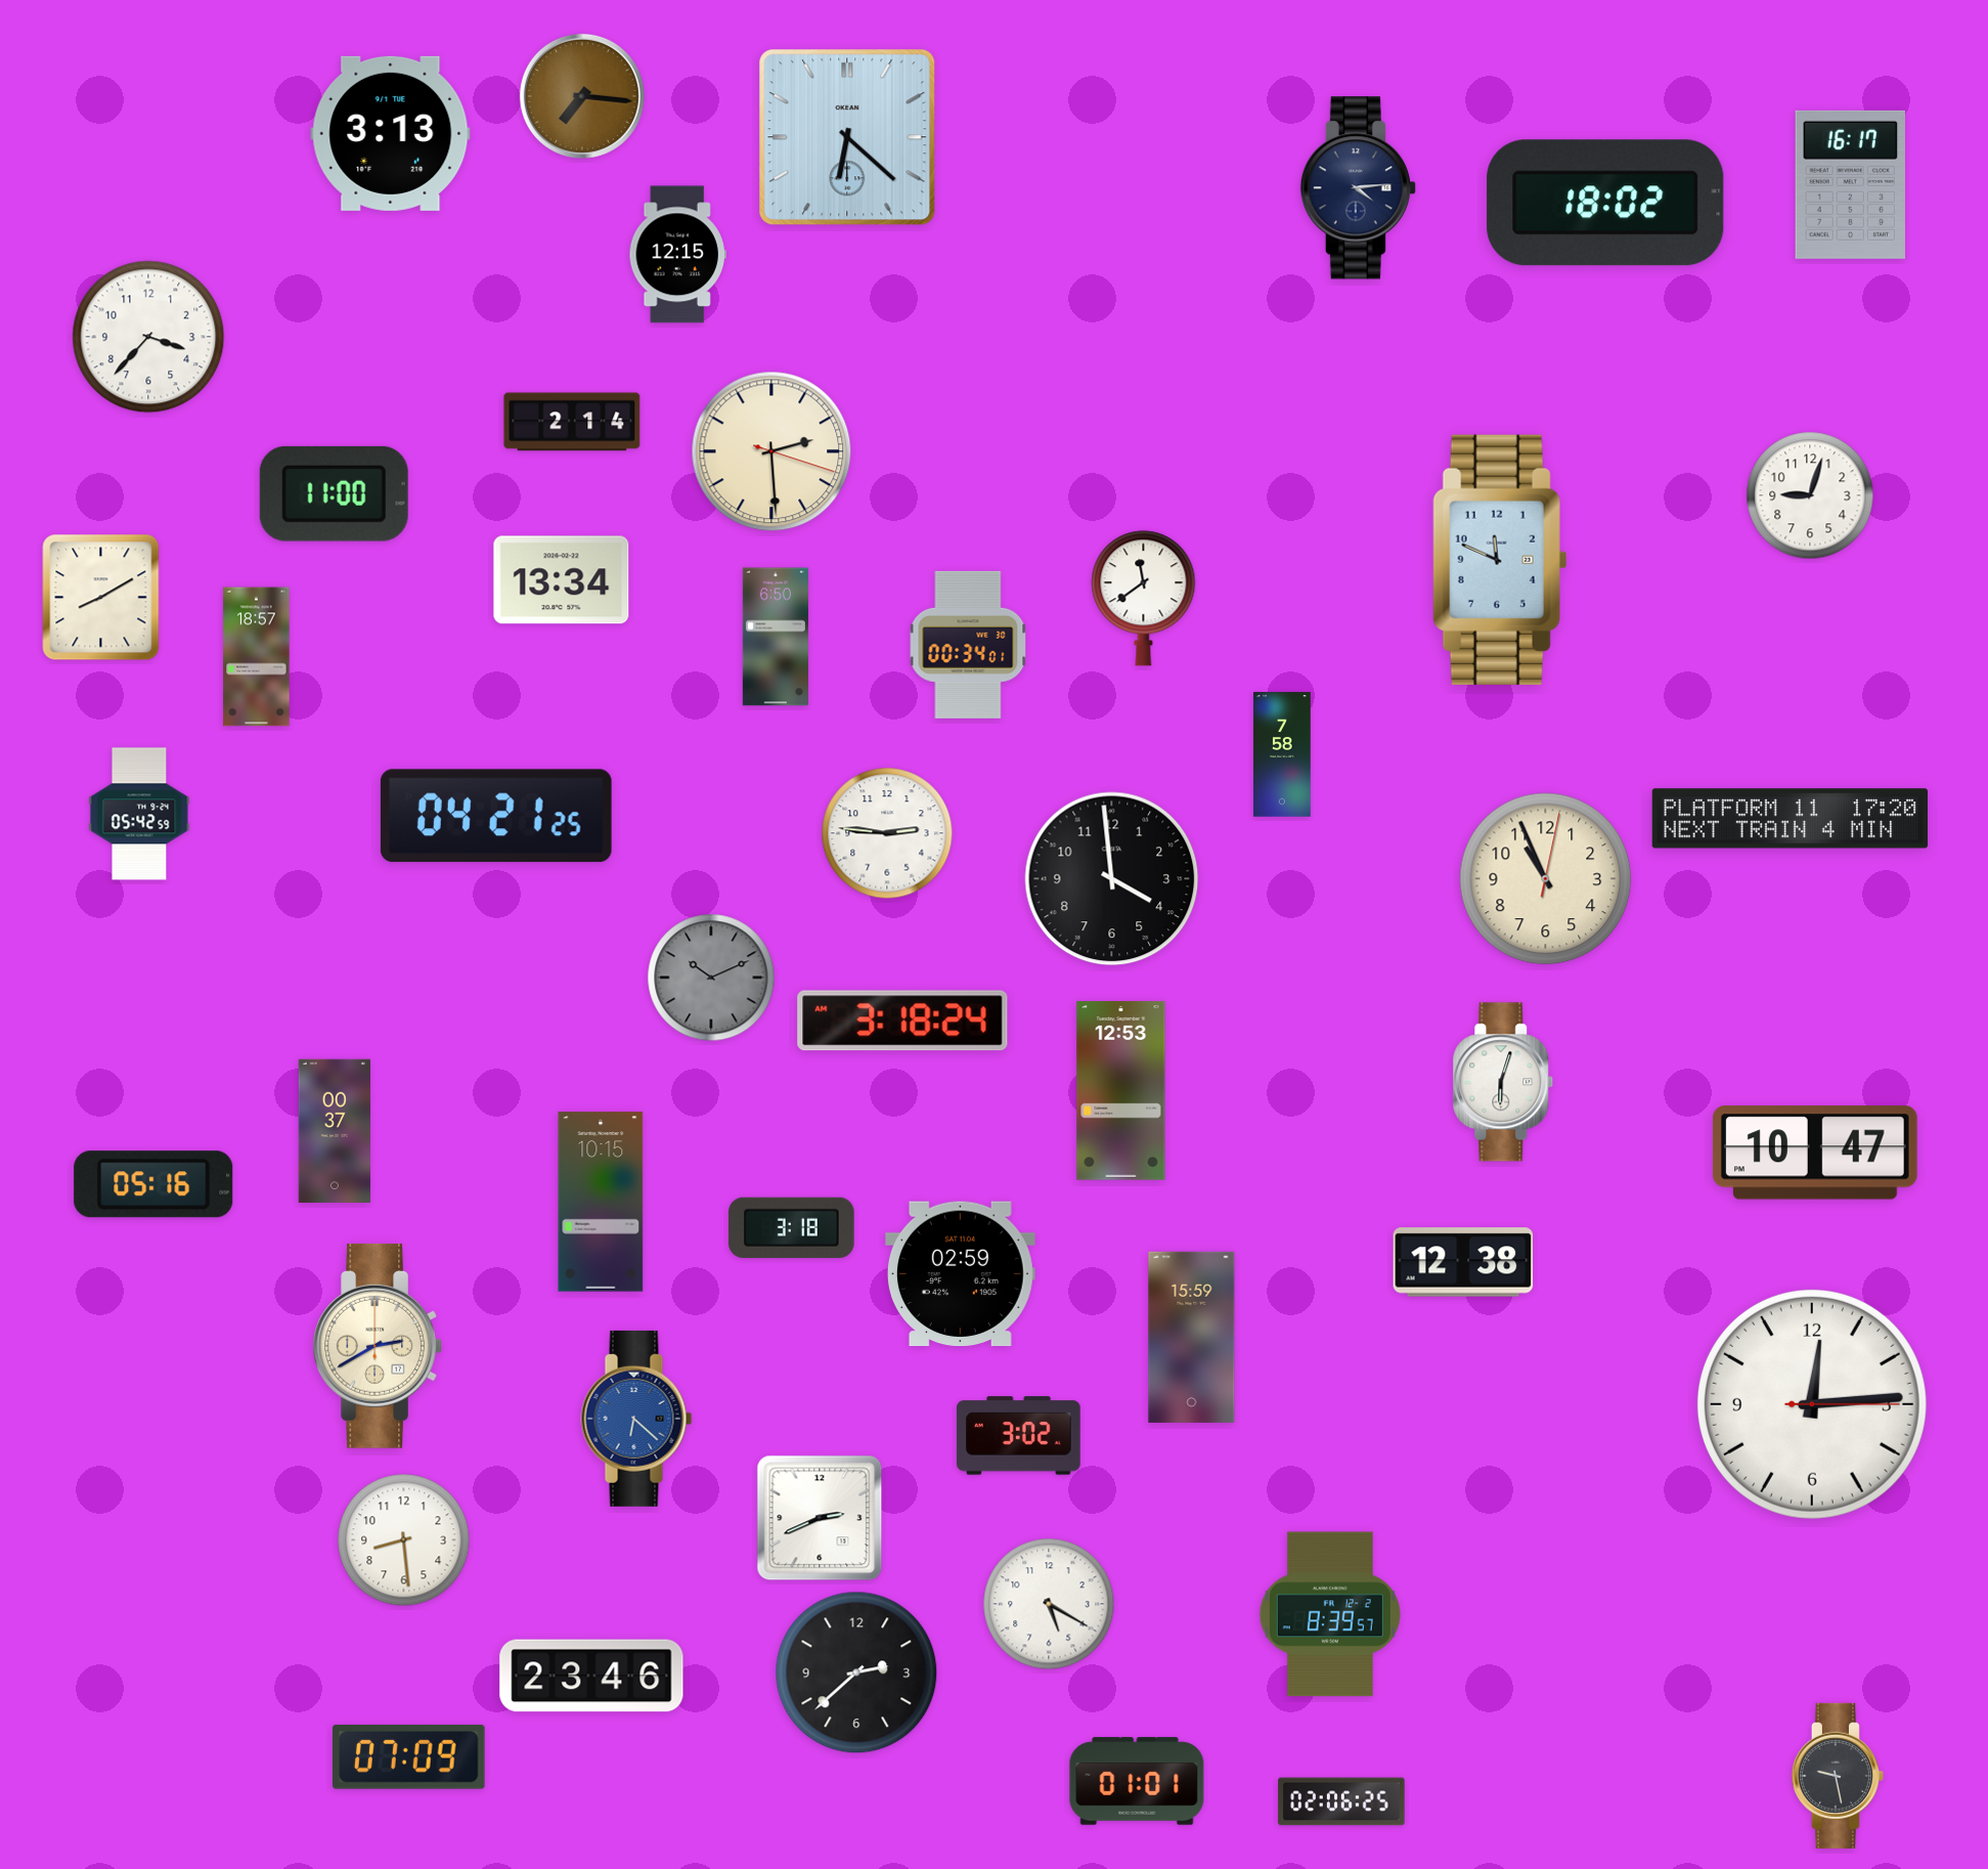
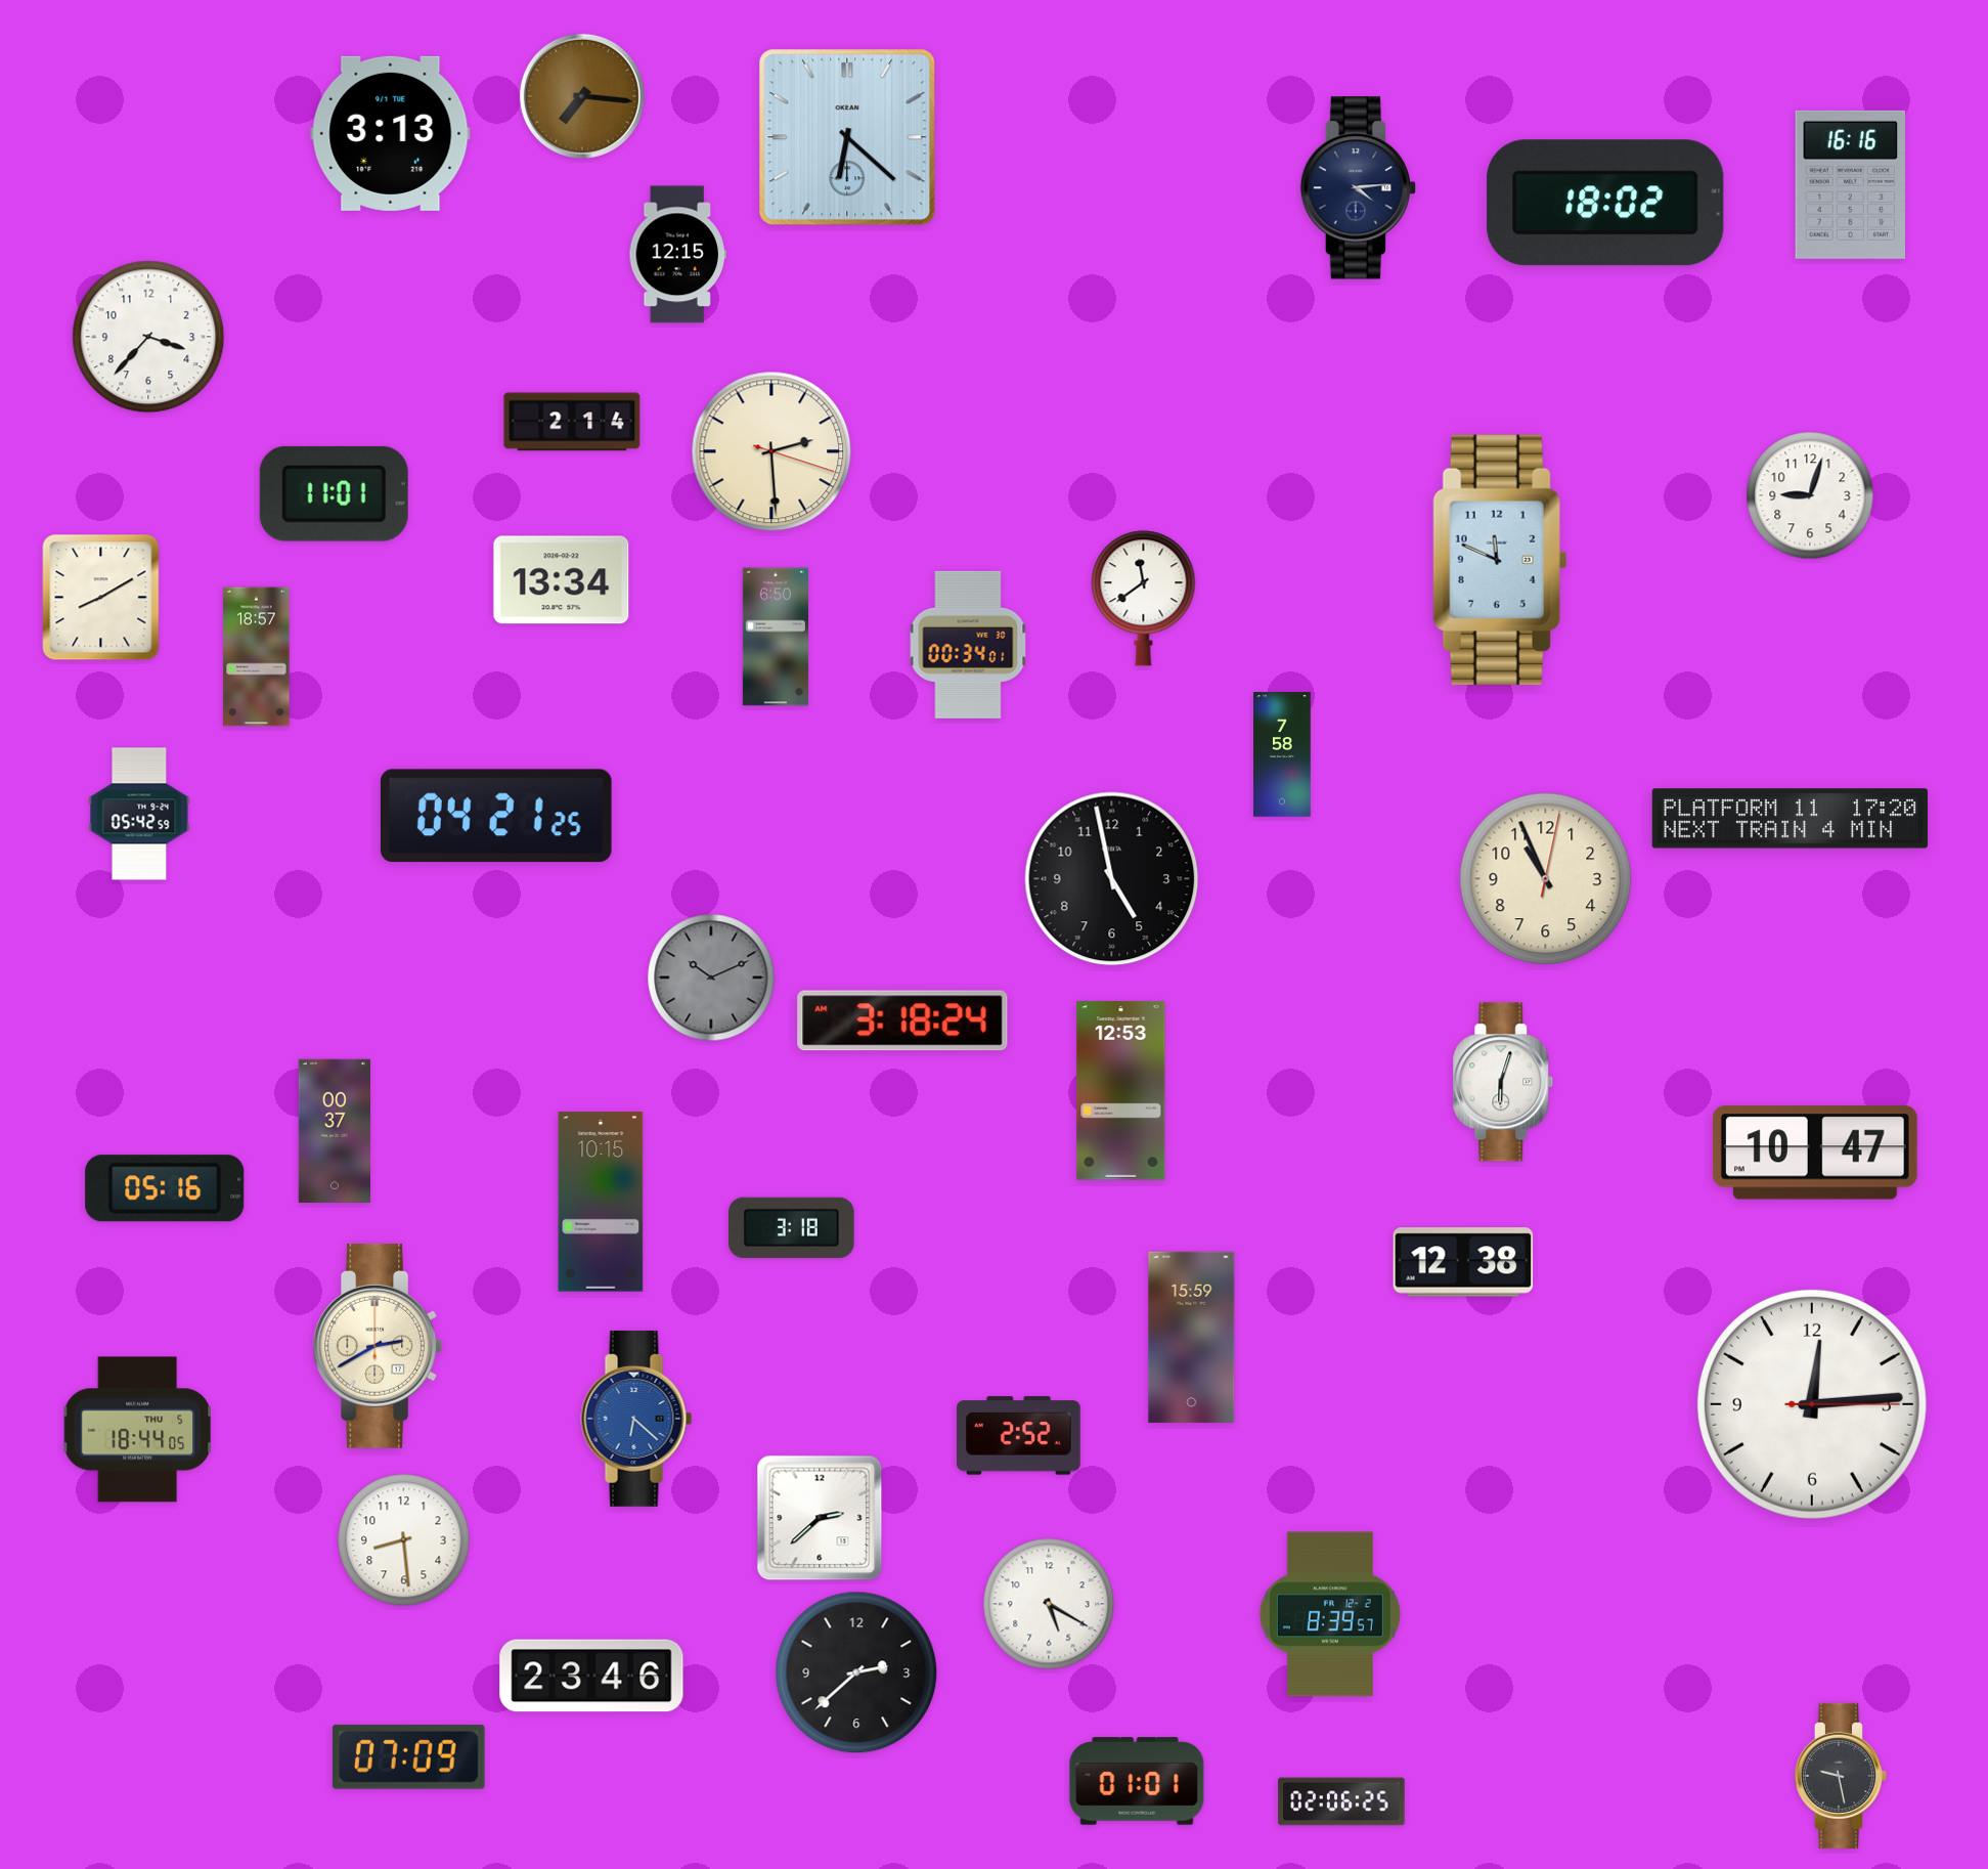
clock at (1850, 184): 16:17 -> 16:16
clock at (334, 493): 11:00 -> 11:01
clock at (887, 833): 2:46 -> none
clock at (1112, 879): 3:59 -> 4:58
clock at (153, 1184) position: (153, 1184) -> (165, 1188)
clock at (960, 1274): 02:59 -> none
clock at (138, 1430): none -> 18:44
clock at (1018, 1436): 3:02 -> 2:52
clock at (820, 1518): 2:41 -> 2:38
clock at (1838, 1776) position: (1838, 1776) -> (1841, 1776)
